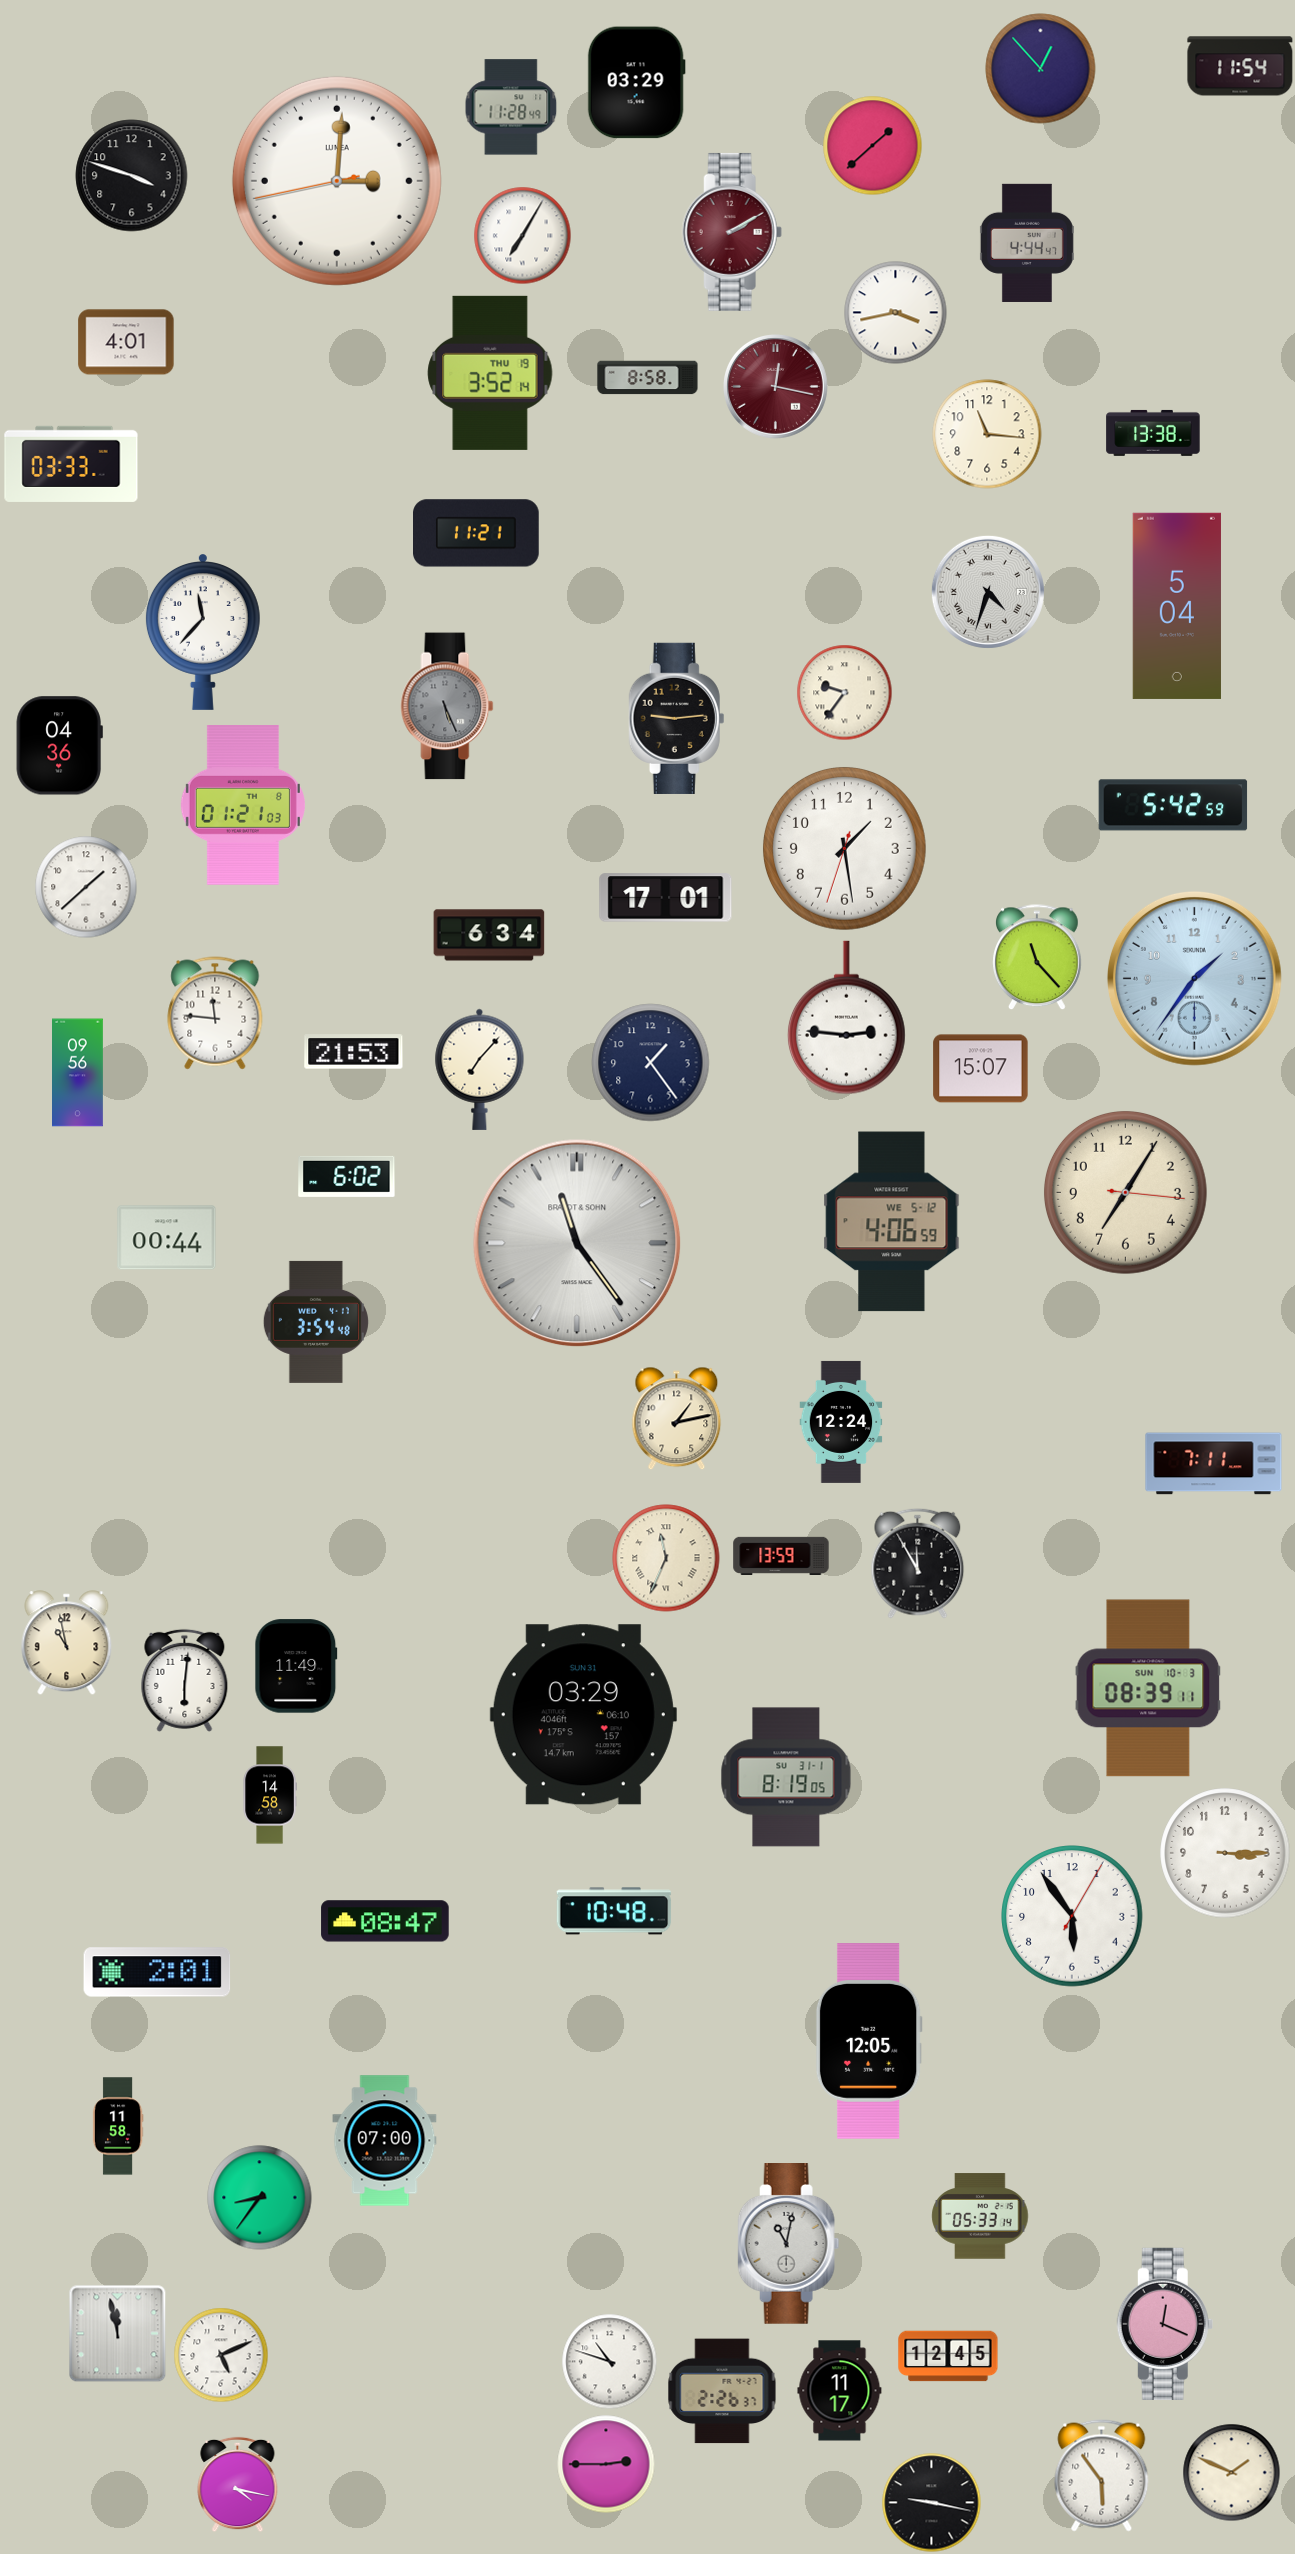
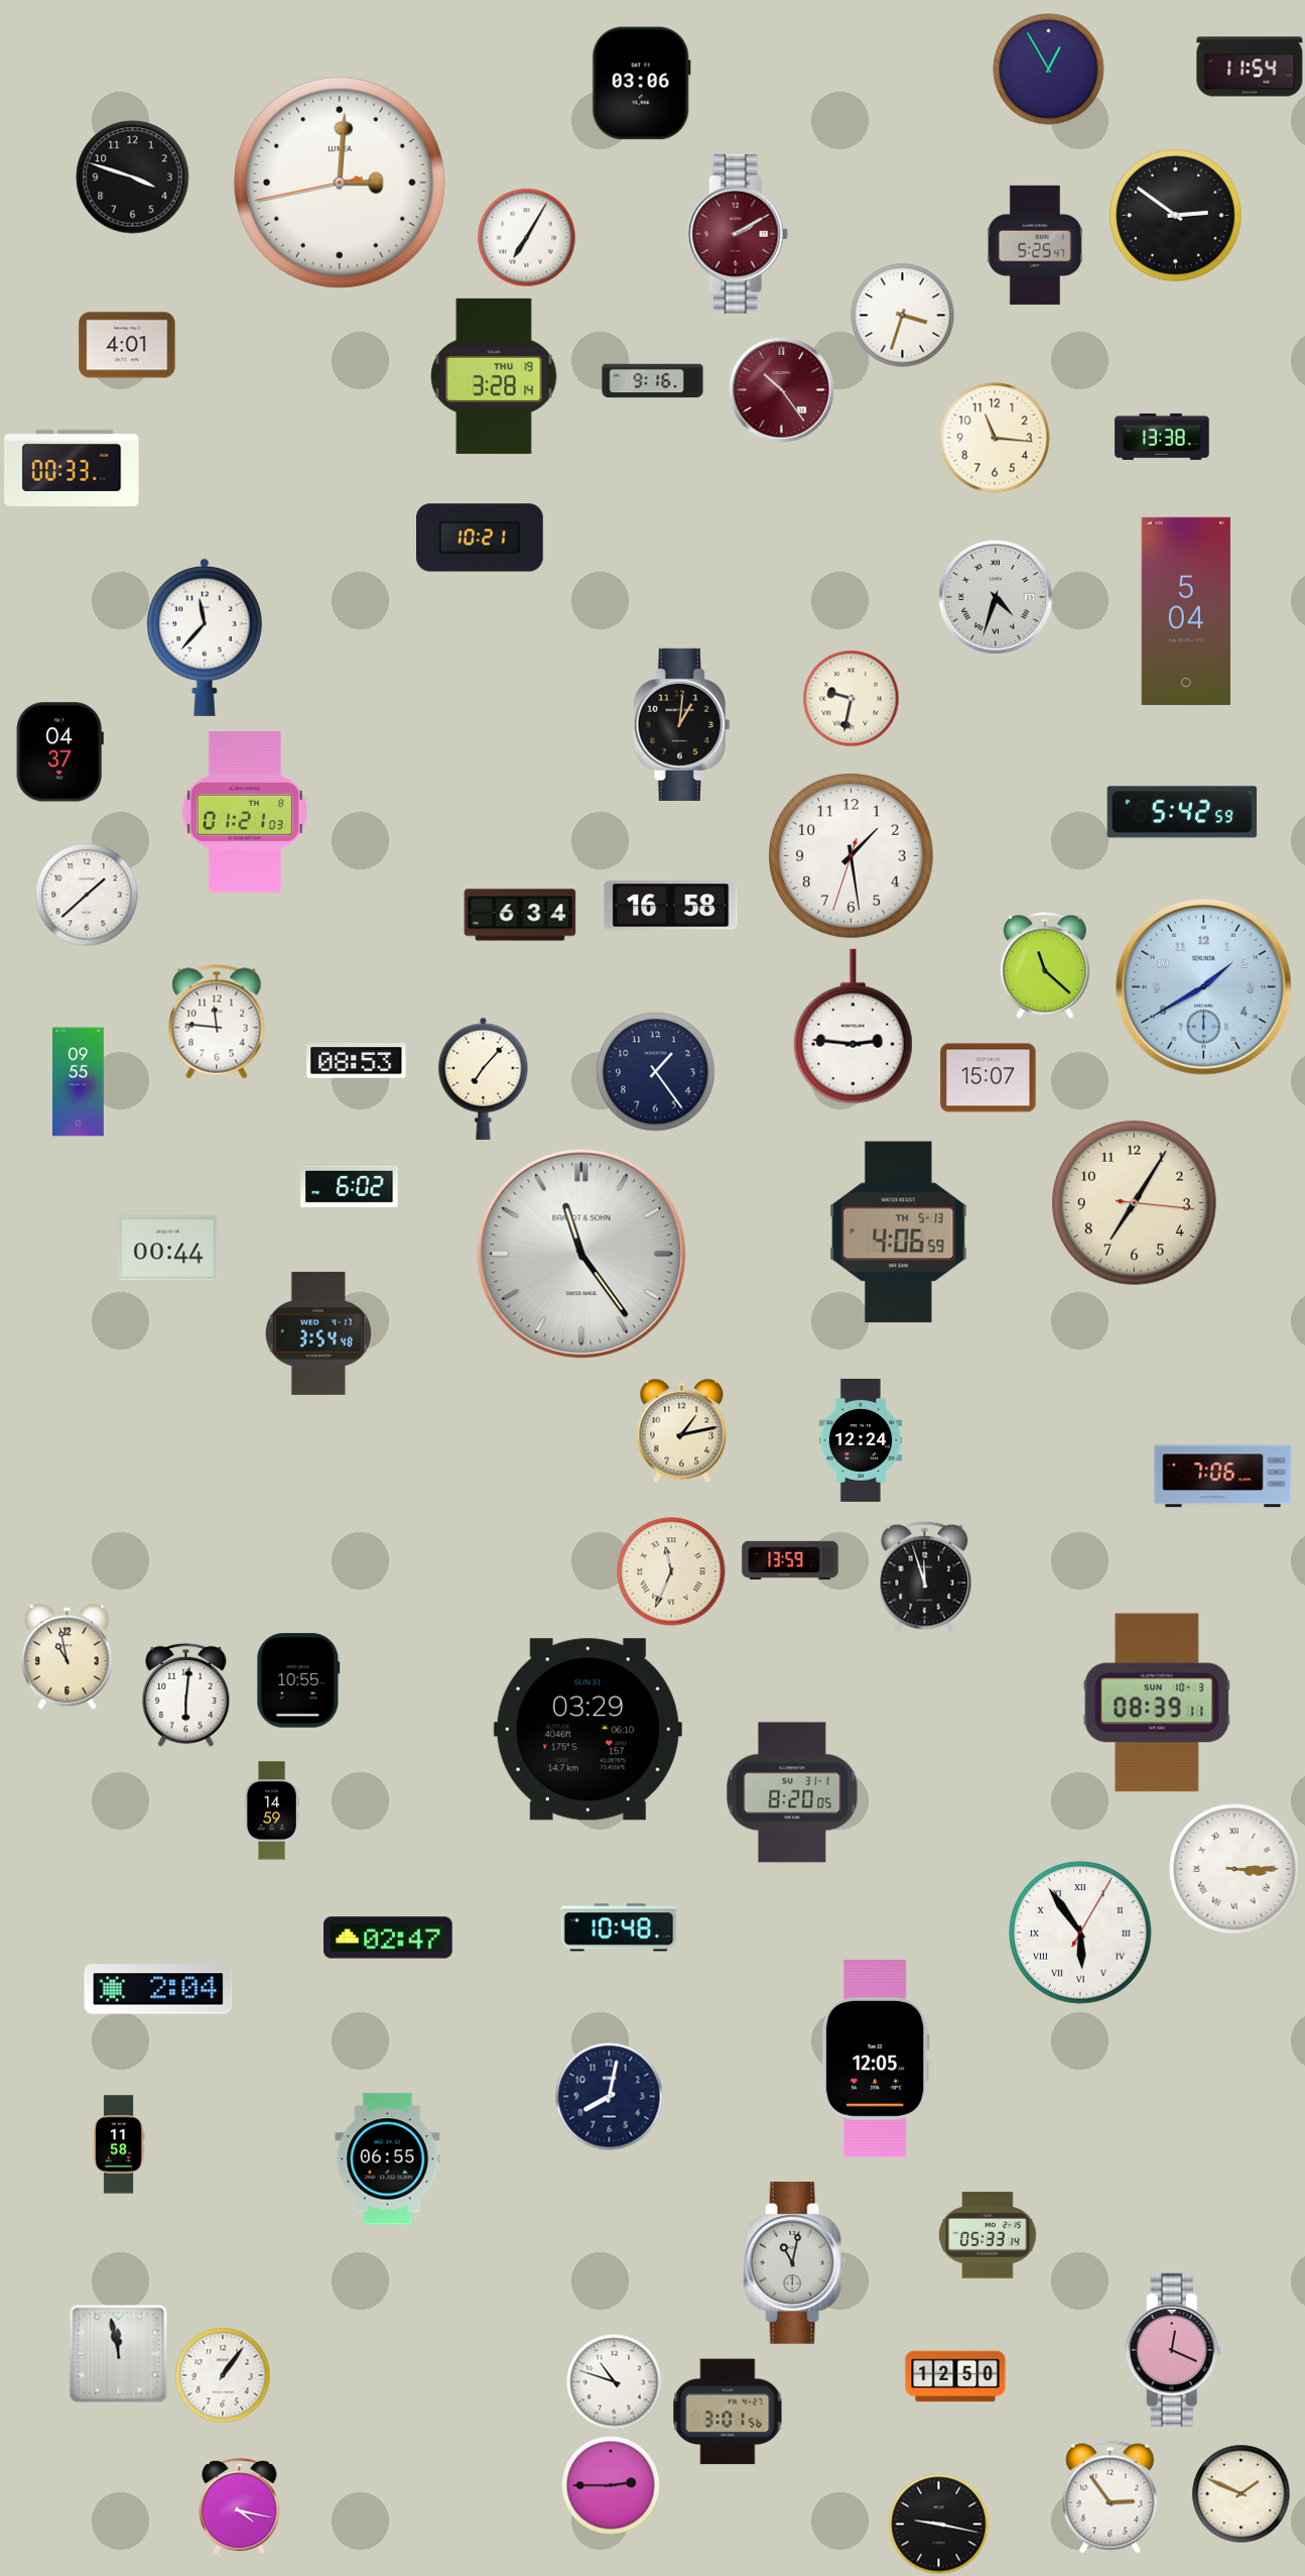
clock at (1041, 69): 12:53 -> 12:55
clock at (636, 83): 03:29 -> 03:06
clock at (511, 107): 11:28 -> none
clock at (873, 146): 1:38 -> none
clock at (1176, 216): none -> 2:51
clock at (1027, 243): 4:44 -> 5:25
clock at (896, 313): 3:43 -> 3:33
clock at (490, 373): 3:52 -> 3:28
clock at (648, 378): 8:58 -> 9:16
clock at (776, 387): 12:17 -> 10:24
clock at (71, 464): 03:33 -> 00:33
clock at (477, 533): 11:21 -> 10:21
clock at (845, 693): 9:36 -> 9:32
clock at (447, 706): 5:26 -> none
clock at (677, 718): 9:14 -> 1:01
clock at (59, 746): 04:36 -> 04:37
clock at (666, 898): 17:01 -> 16:58
clock at (489, 935) position: (489, 935) -> (520, 915)
clock at (1038, 958): 11:23 -> 11:22
clock at (1194, 978): 1:36 -> 1:40
clock at (354, 1052): 21:53 -> 08:53
clock at (78, 1073): 09:56 -> 09:55
clock at (892, 1222) date: WE 5-12 -> TH 5-13
clock at (841, 1422) position: (841, 1422) -> (861, 1440)
clock at (1214, 1464): 7:11 -> 7:06
clock at (781, 1555) position: (781, 1555) -> (790, 1559)
clock at (918, 1563): 11:55 -> 11:57
clock at (296, 1666): 11:49 -> 10:55
clock at (786, 1777): 8:19 -> 8:20
clock at (270, 1795): 14:58 -> 14:59
clock at (1225, 1853) numerals: Arabic -> Roman
clock at (1072, 1916) numerals: Arabic -> Roman
clock at (385, 1921): 08:47 -> 02:47
clock at (157, 1972): 2:01 -> 2:04
clock at (610, 2097): none -> 8:02
clock at (385, 2141): 07:00 -> 06:55
clock at (260, 2198): 8:36 -> none
clock at (1165, 2324) position: (1165, 2324) -> (1174, 2350)
clock at (221, 2355): 5:11 -> 1:06
clock at (948, 2356): 12:45 -> 12:50
clock at (722, 2391): 2:26 -> 3:01
clock at (840, 2391): 11:17 -> none
clock at (1102, 2476): 5:54 -> 2:54
